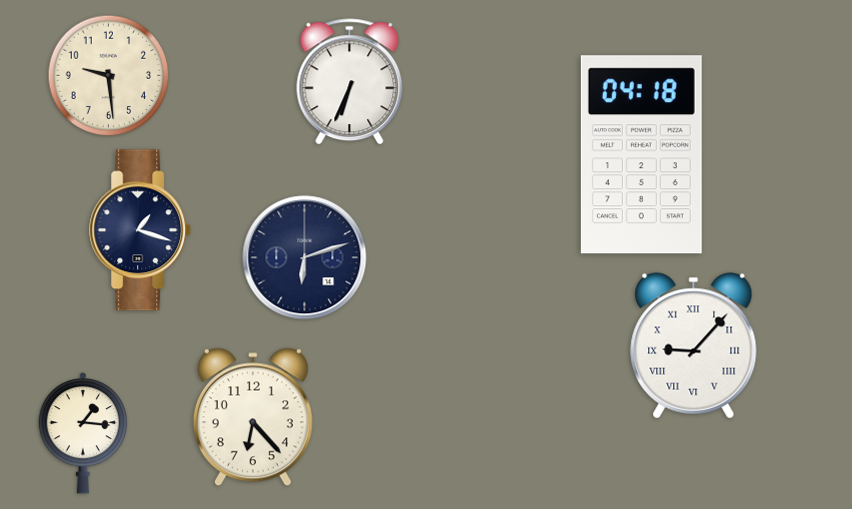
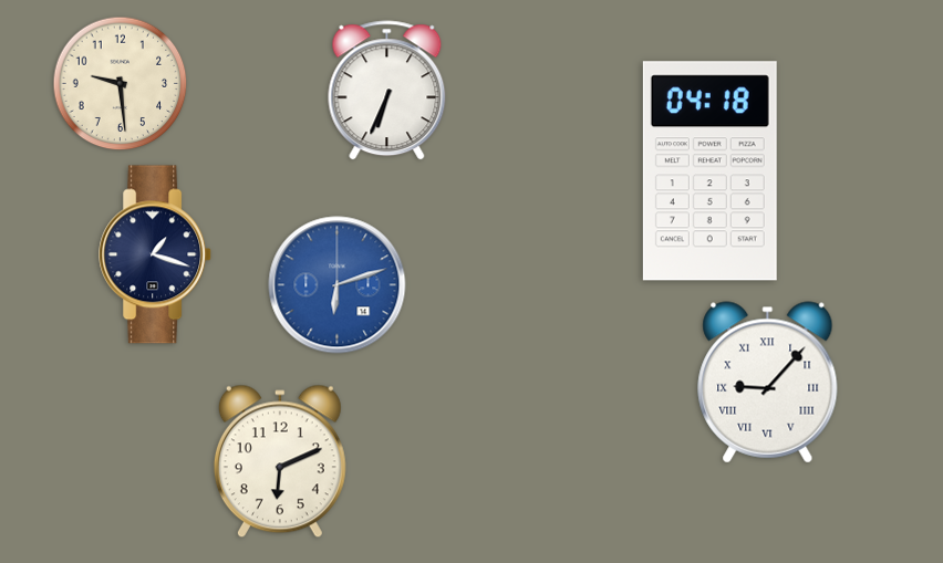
clock at (305, 258) dial: navy -> blue
clock at (253, 417): 6:23 -> 6:11
clock at (82, 434): 1:16 -> none
